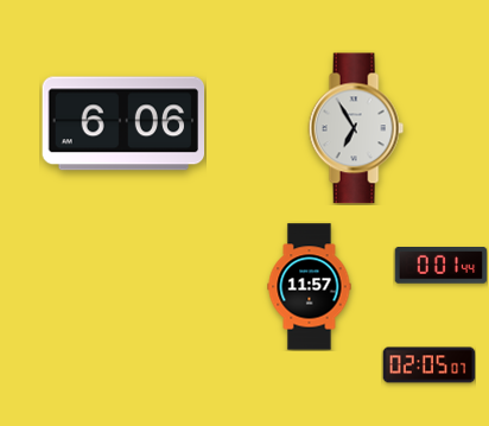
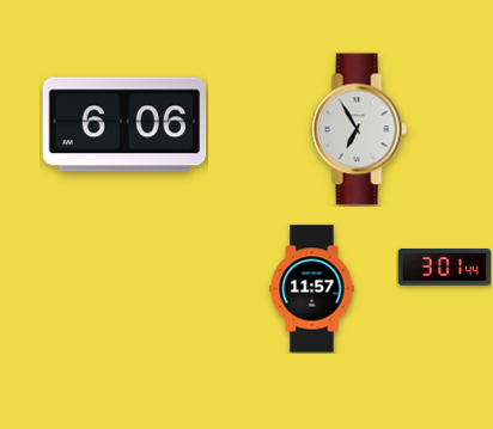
clock at (440, 266): 0:01 -> 3:01
clock at (428, 365): 02:05 -> none
